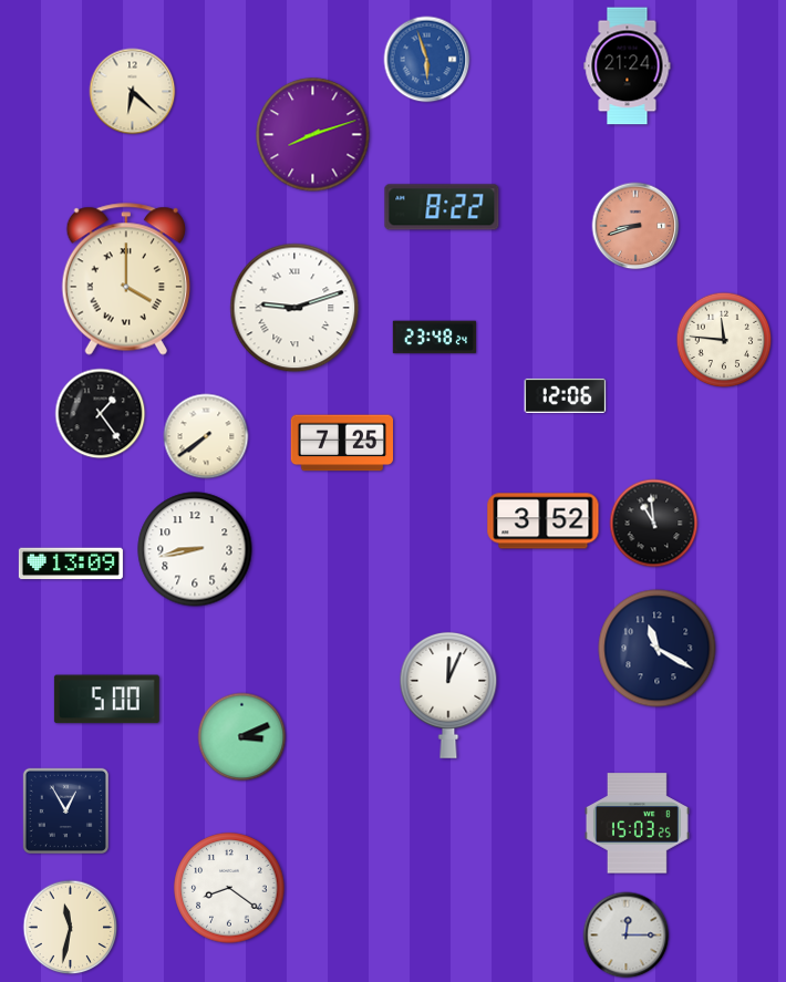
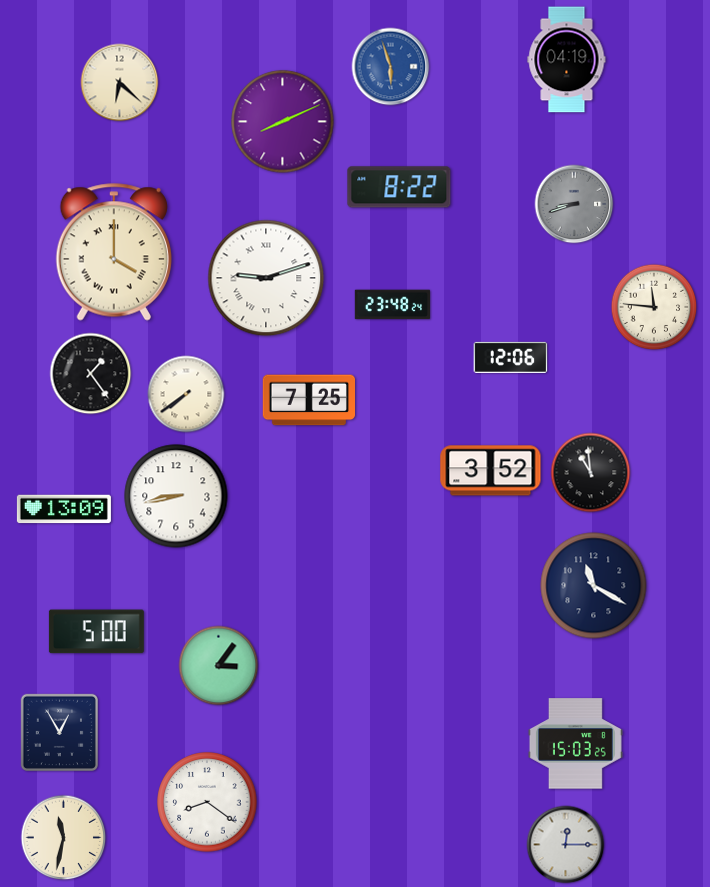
clock at (427, 60) position: (427, 60) -> (391, 67)
clock at (628, 66): 21:24 -> 04:19
clock at (313, 135): 8:12 -> 8:11
clock at (635, 226) dial: salmon -> grey
clock at (448, 695): 12:04 -> none
clock at (242, 737): 3:11 -> 3:06
